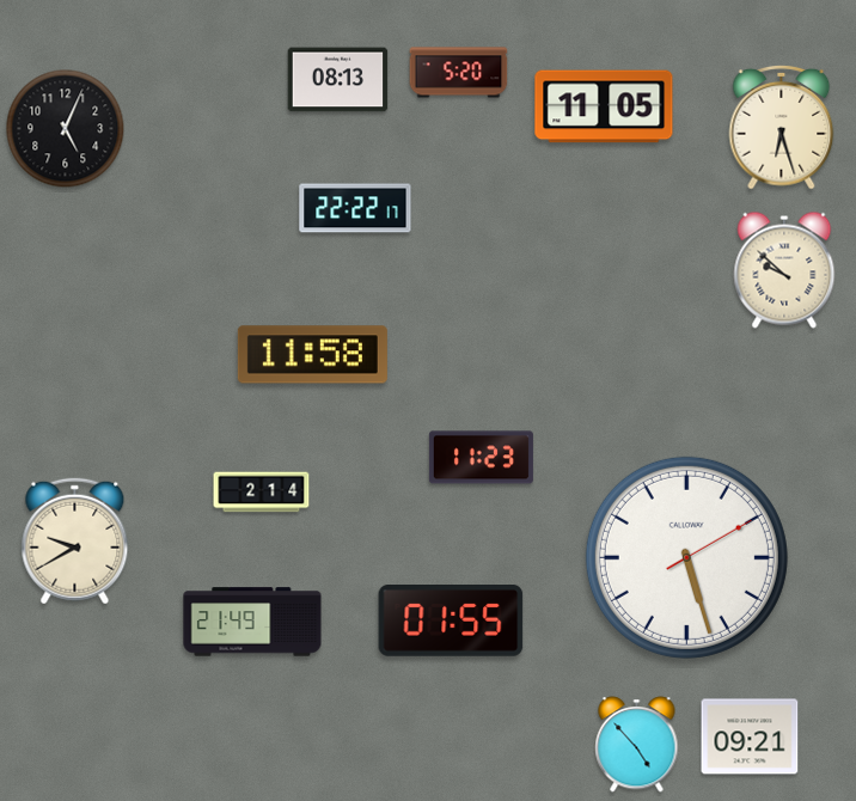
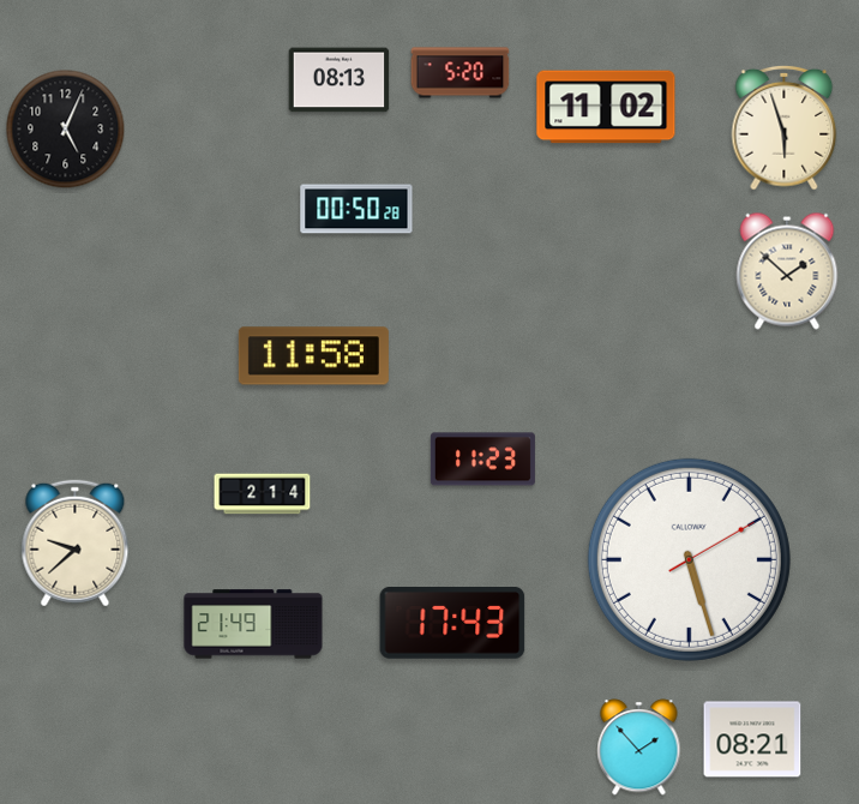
clock at (604, 106): 11:05 -> 11:02
clock at (782, 127): 6:27 -> 5:57
clock at (355, 208): 22:22 -> 00:50
clock at (784, 270): 9:52 -> 1:52
clock at (75, 542): 9:40 -> 9:38
clock at (451, 622): 01:55 -> 17:43
clock at (750, 736): 09:21 -> 08:21
clock at (637, 745): 4:53 -> 1:53
